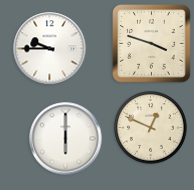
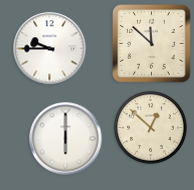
clock at (152, 44): 3:48 -> 11:52
clock at (151, 128): 12:49 -> 12:52
